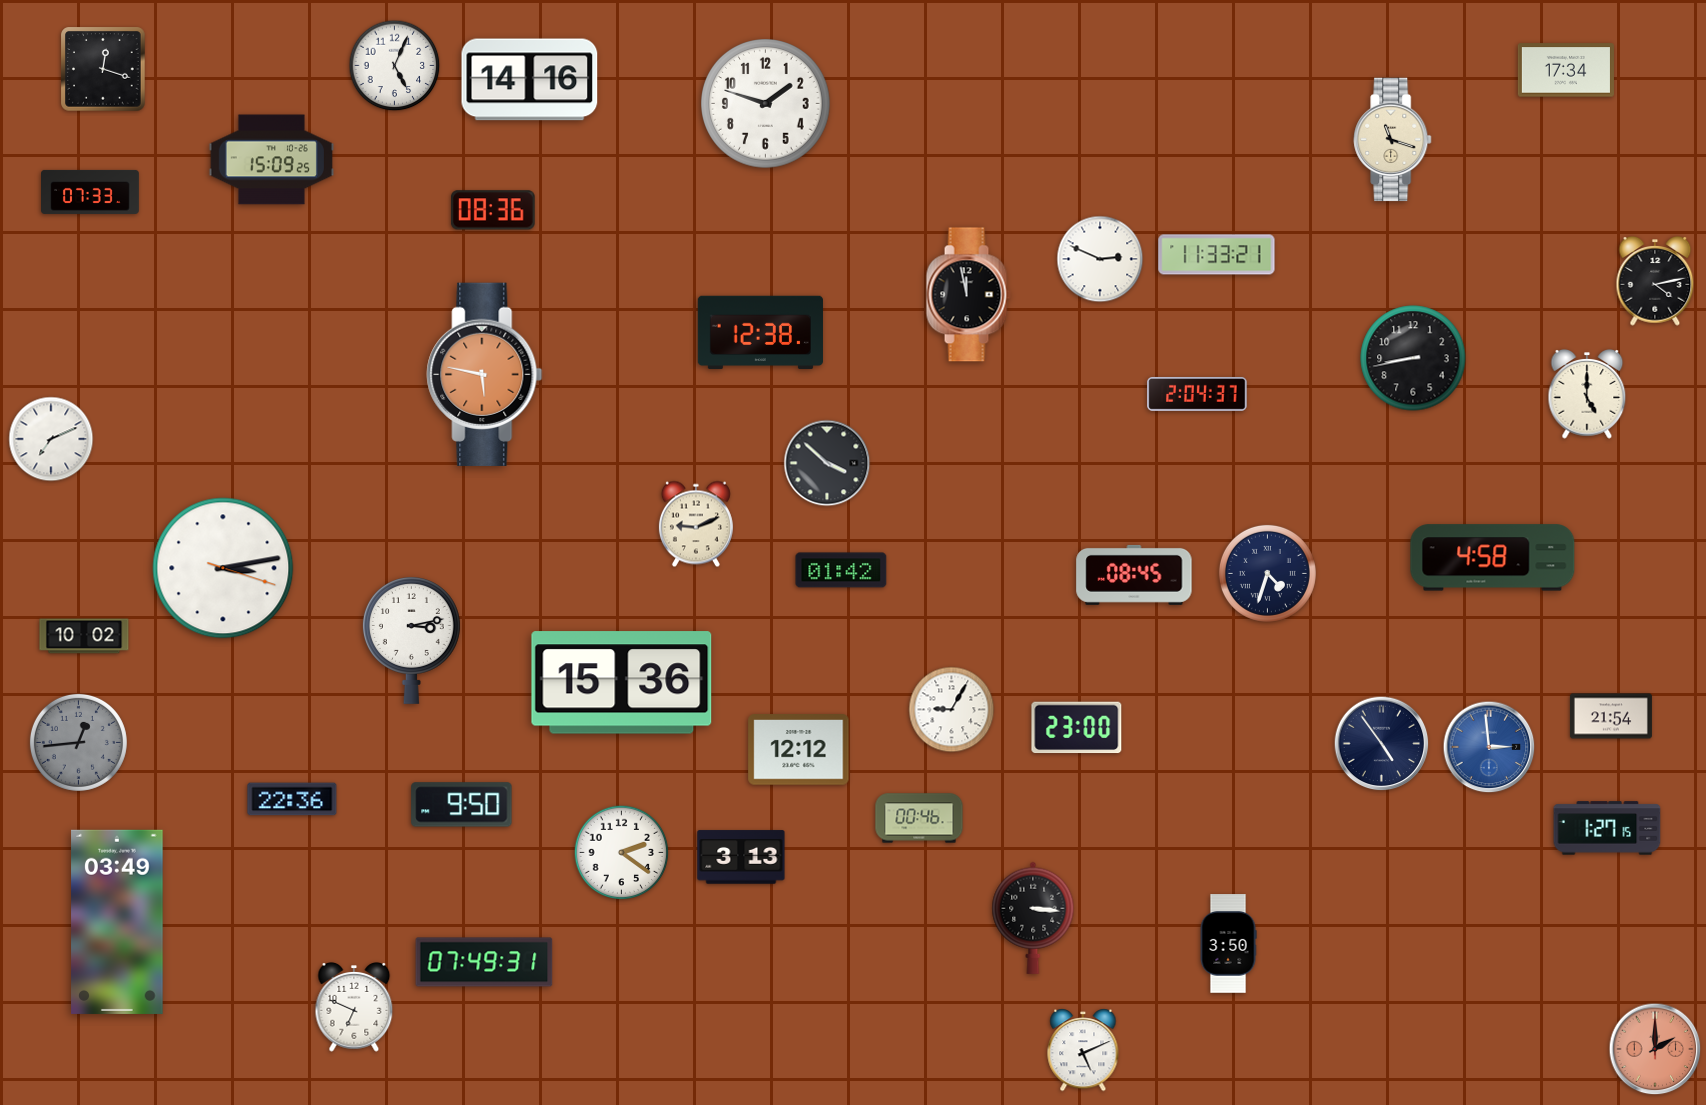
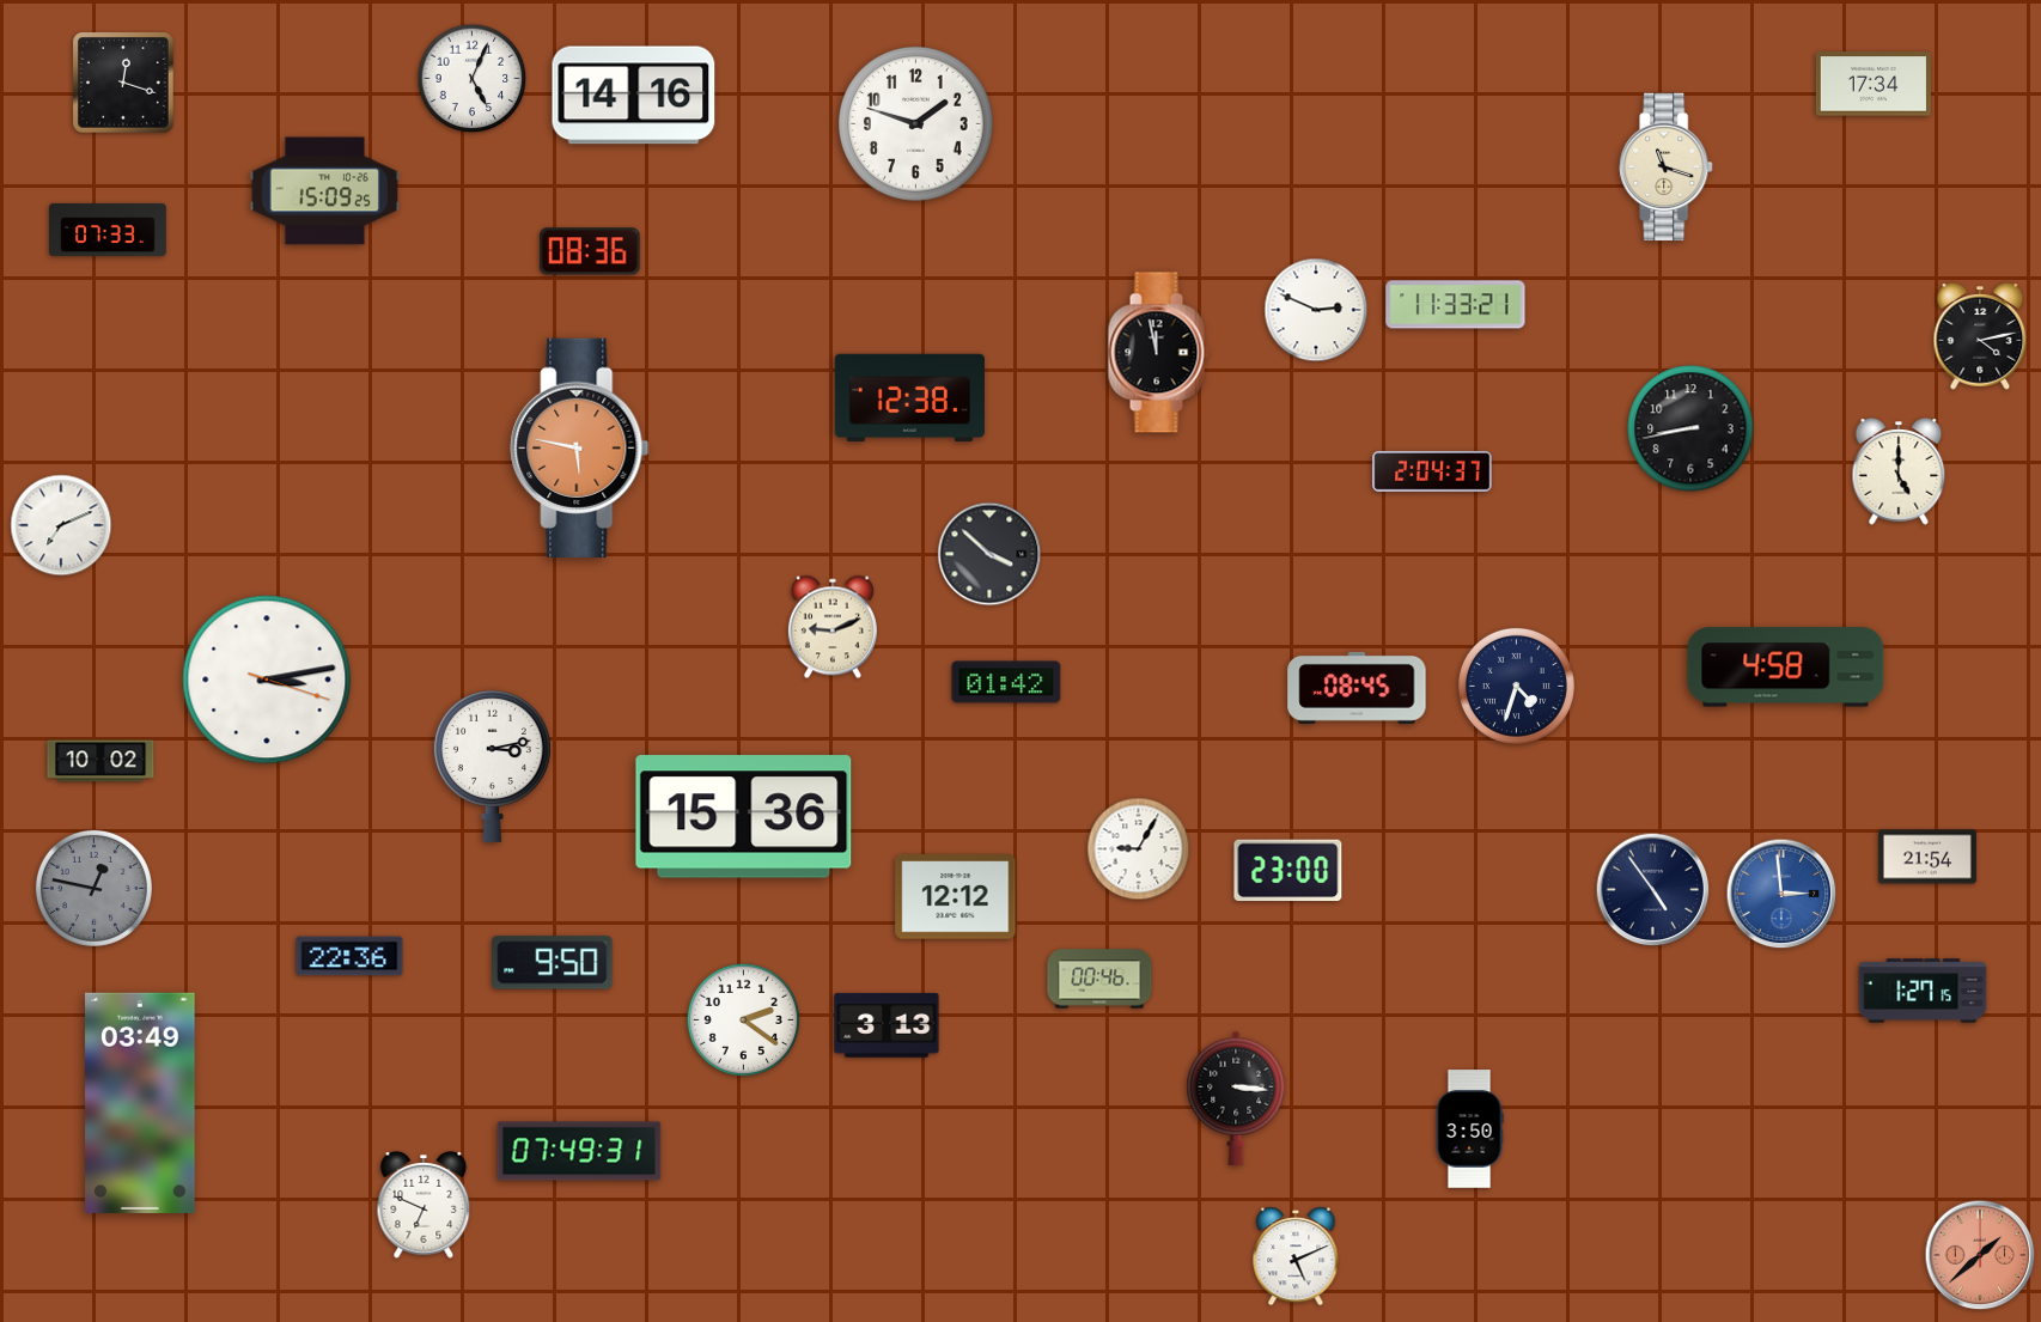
clock at (78, 742): 12:44 -> 12:47
clock at (1655, 1049): 2:00 -> 1:38
